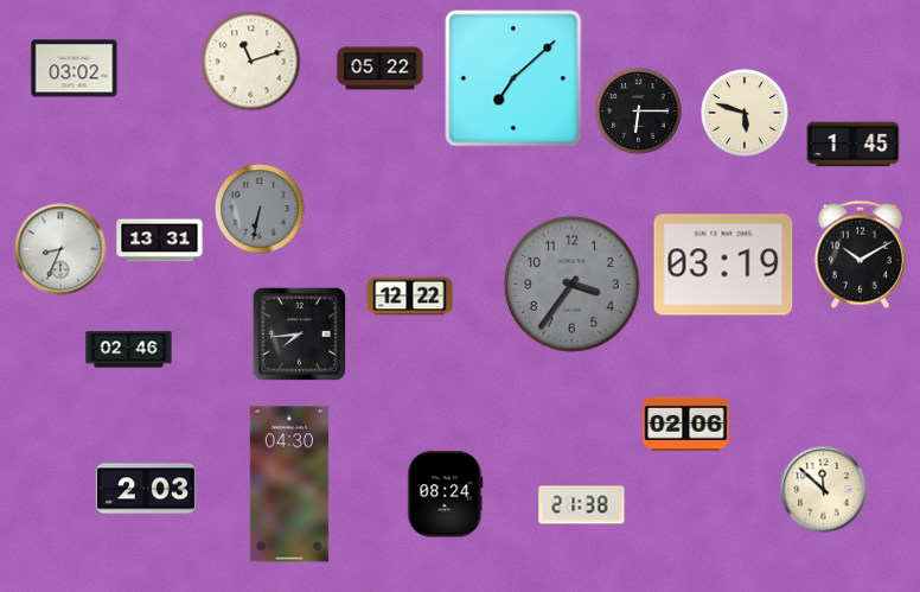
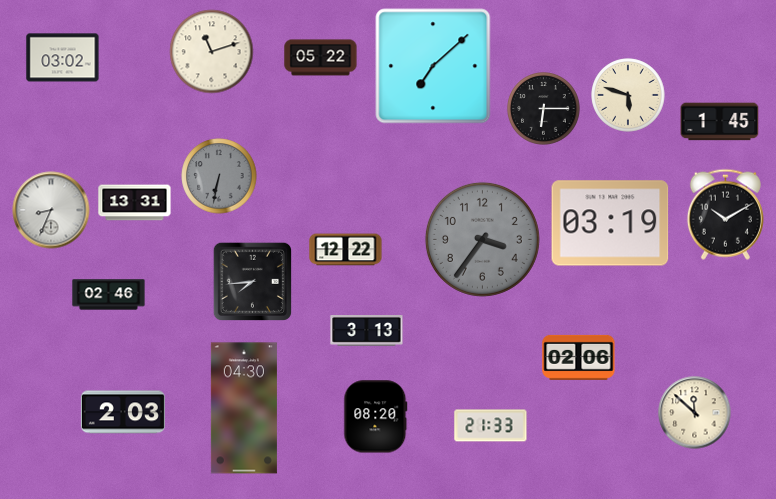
clock at (639, 112) position: (639, 112) -> (544, 109)
clock at (367, 331): none -> 3:13
clock at (446, 495): 08:24 -> 08:20
clock at (582, 505): 21:38 -> 21:33
